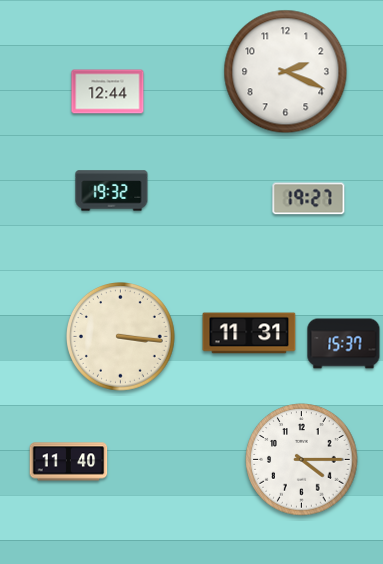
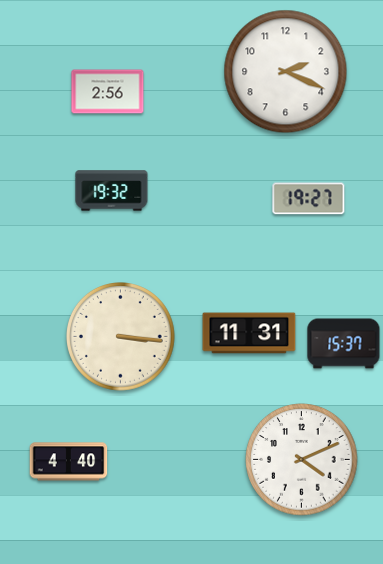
clock at (108, 92): 12:44 -> 2:56
clock at (302, 460): 4:15 -> 4:11
clock at (69, 462): 11:40 -> 4:40
